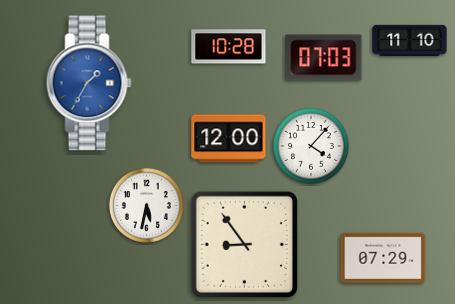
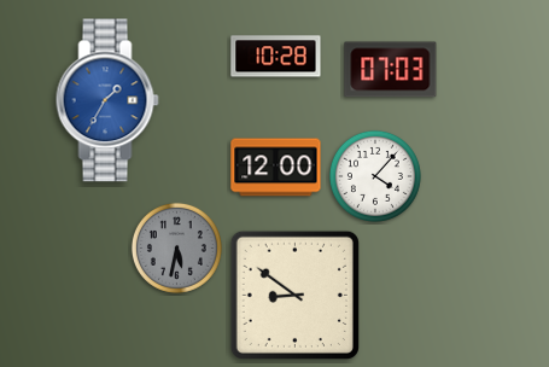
clock at (410, 41): 11:10 -> none
clock at (146, 205) dial: white -> grey
clock at (244, 244): 8:54 -> 8:51
clock at (383, 258): 07:29 -> none
